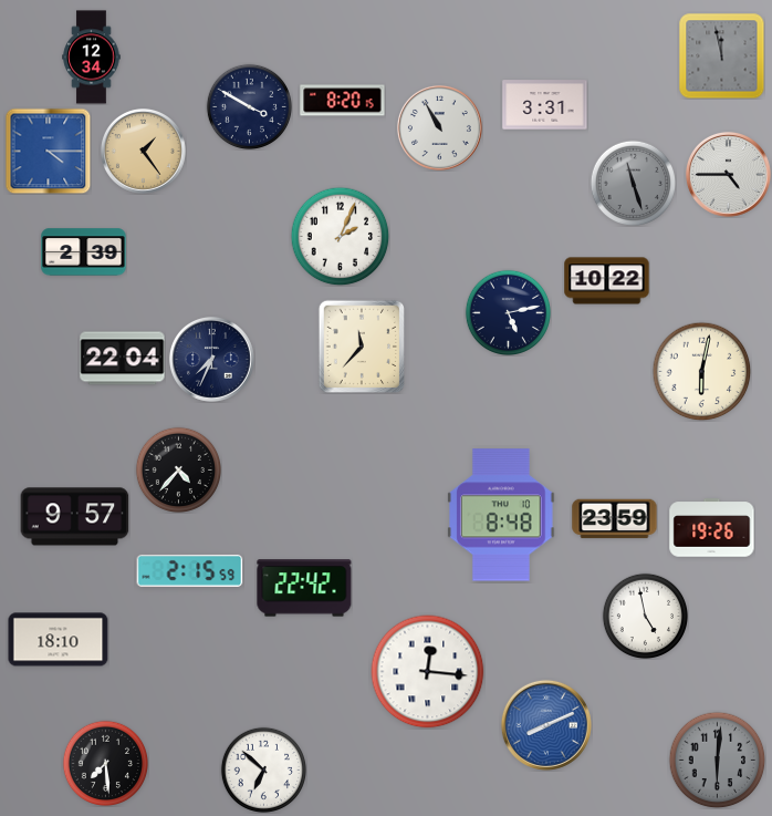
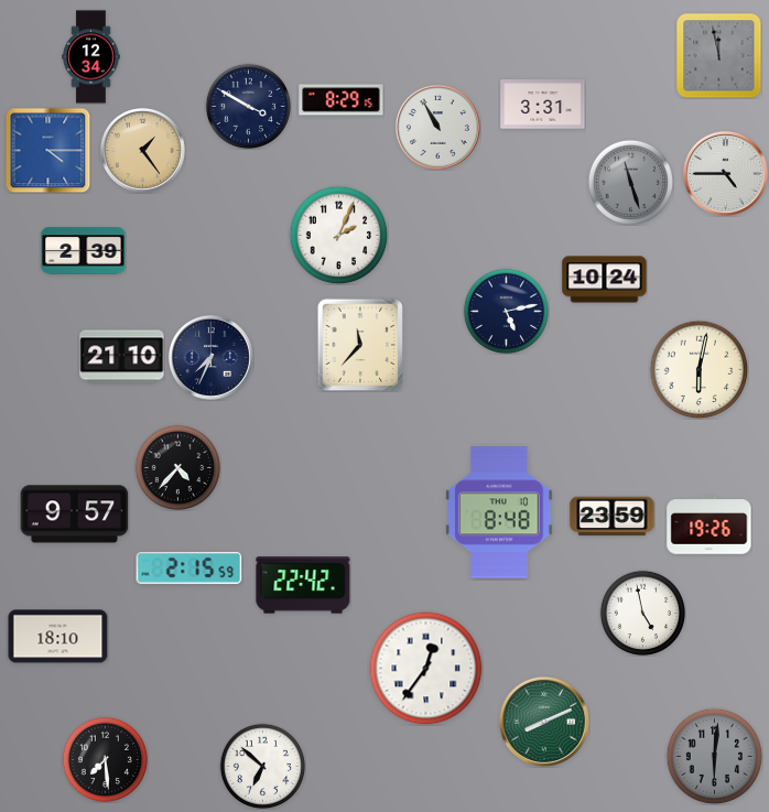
clock at (343, 101): 8:20 -> 8:29
clock at (607, 281): 10:22 -> 10:24
clock at (123, 359): 22:04 -> 21:10
clock at (428, 672): 12:16 -> 12:36
clock at (546, 725) dial: blue -> green
